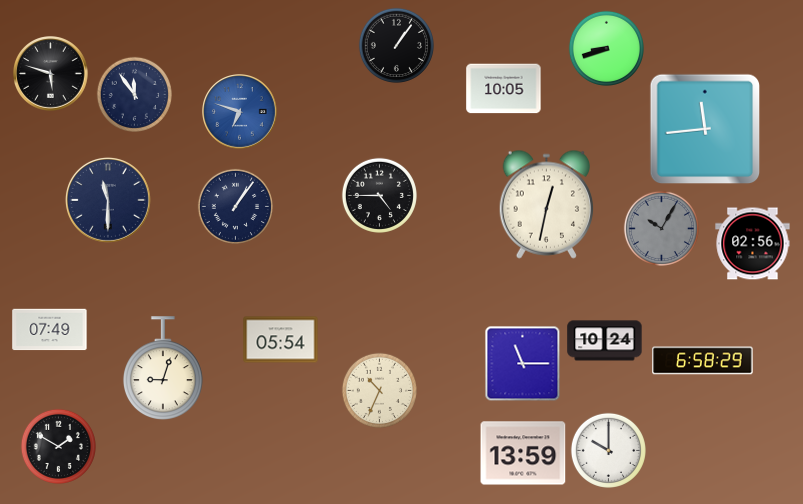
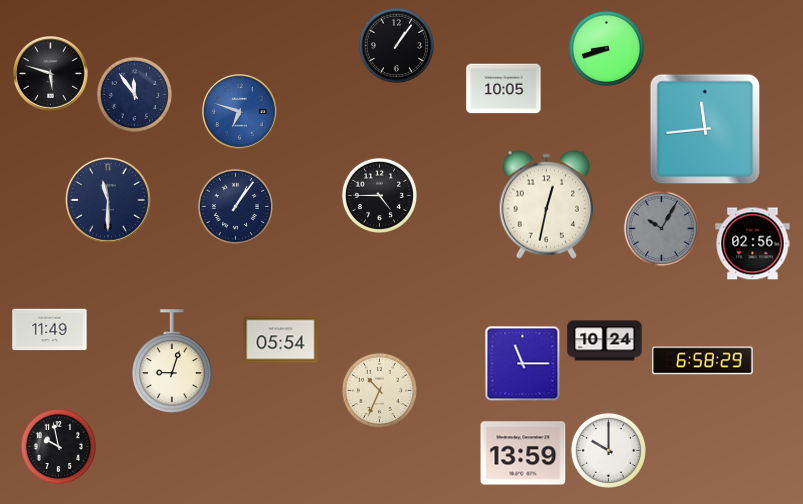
clock at (50, 330): 07:49 -> 11:49
clock at (163, 368) position: (163, 368) -> (172, 361)
clock at (58, 446): 1:50 -> 9:58
